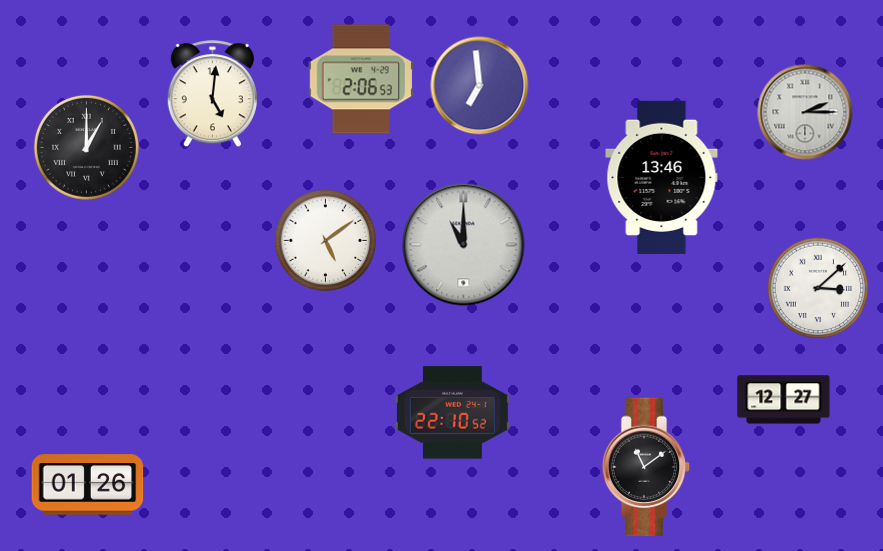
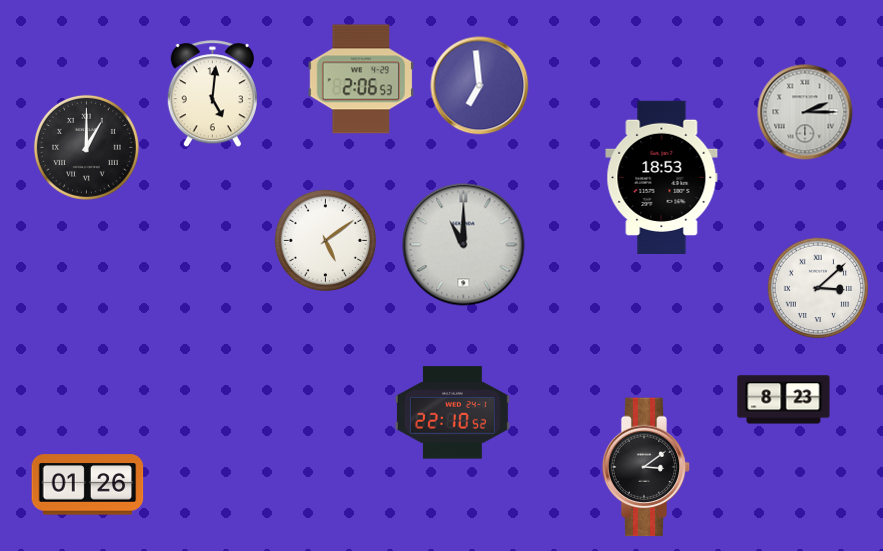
clock at (662, 177): 13:46 -> 18:53
clock at (784, 400): 12:27 -> 8:23
clock at (646, 467): 11:09 -> 3:09
